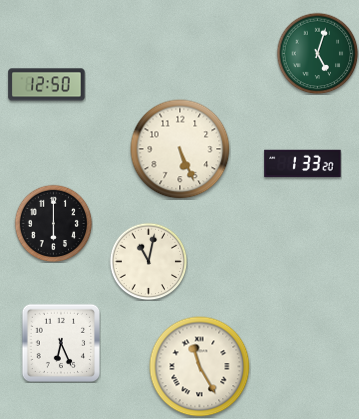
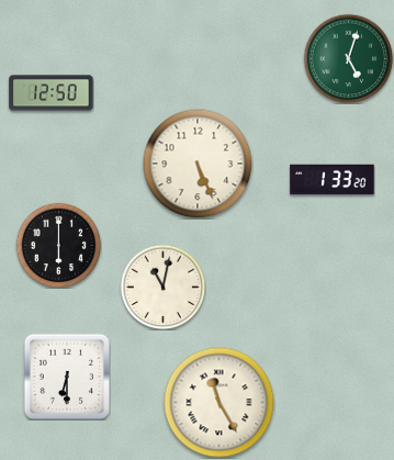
clock at (60, 342): 6:26 -> 6:30
